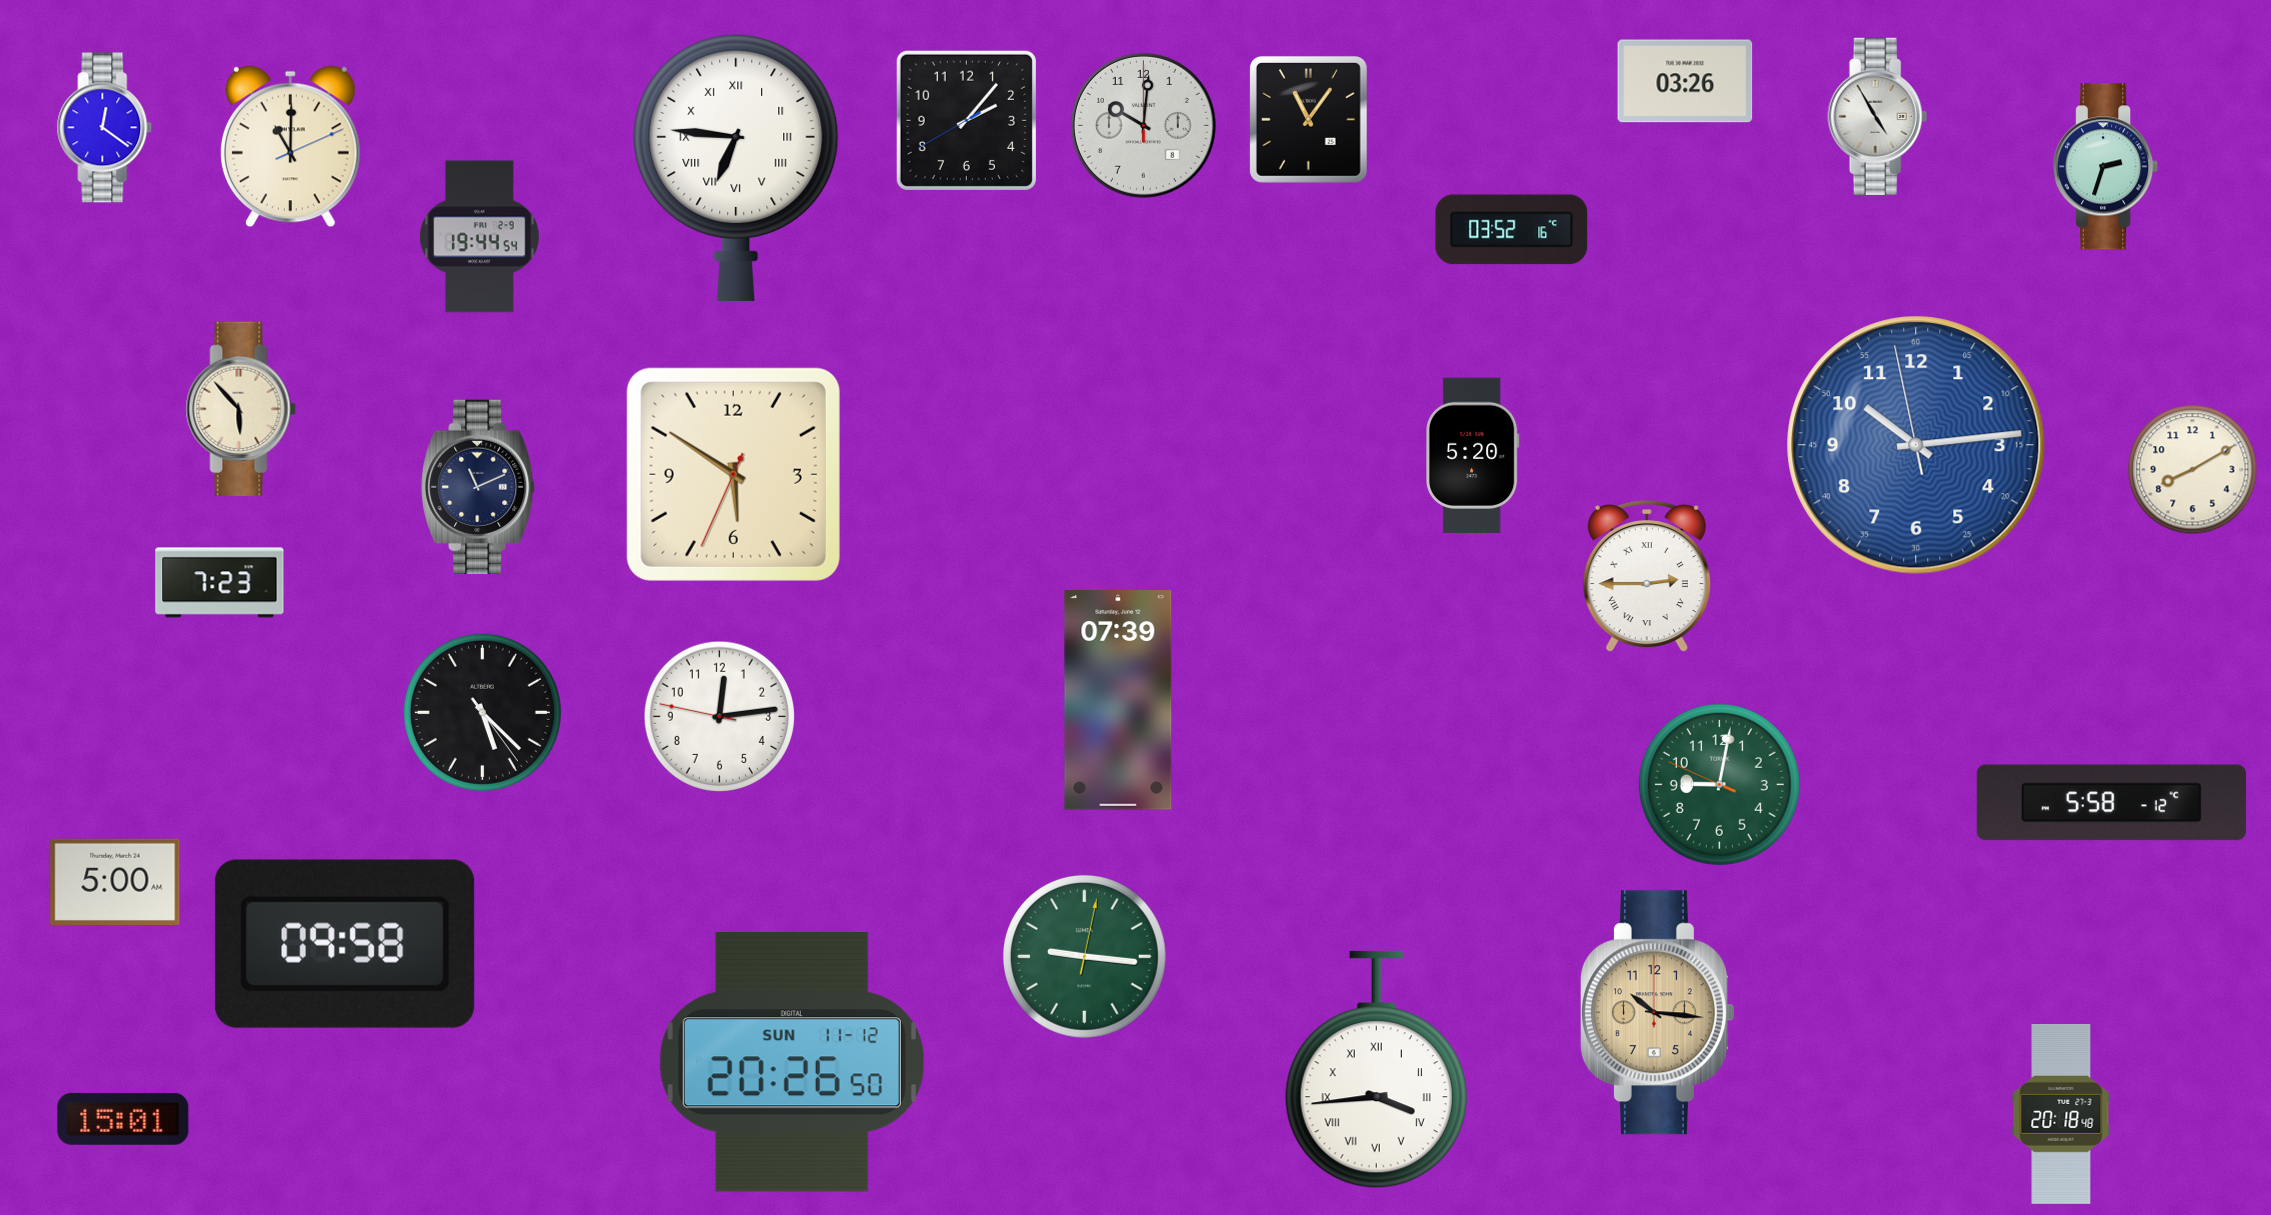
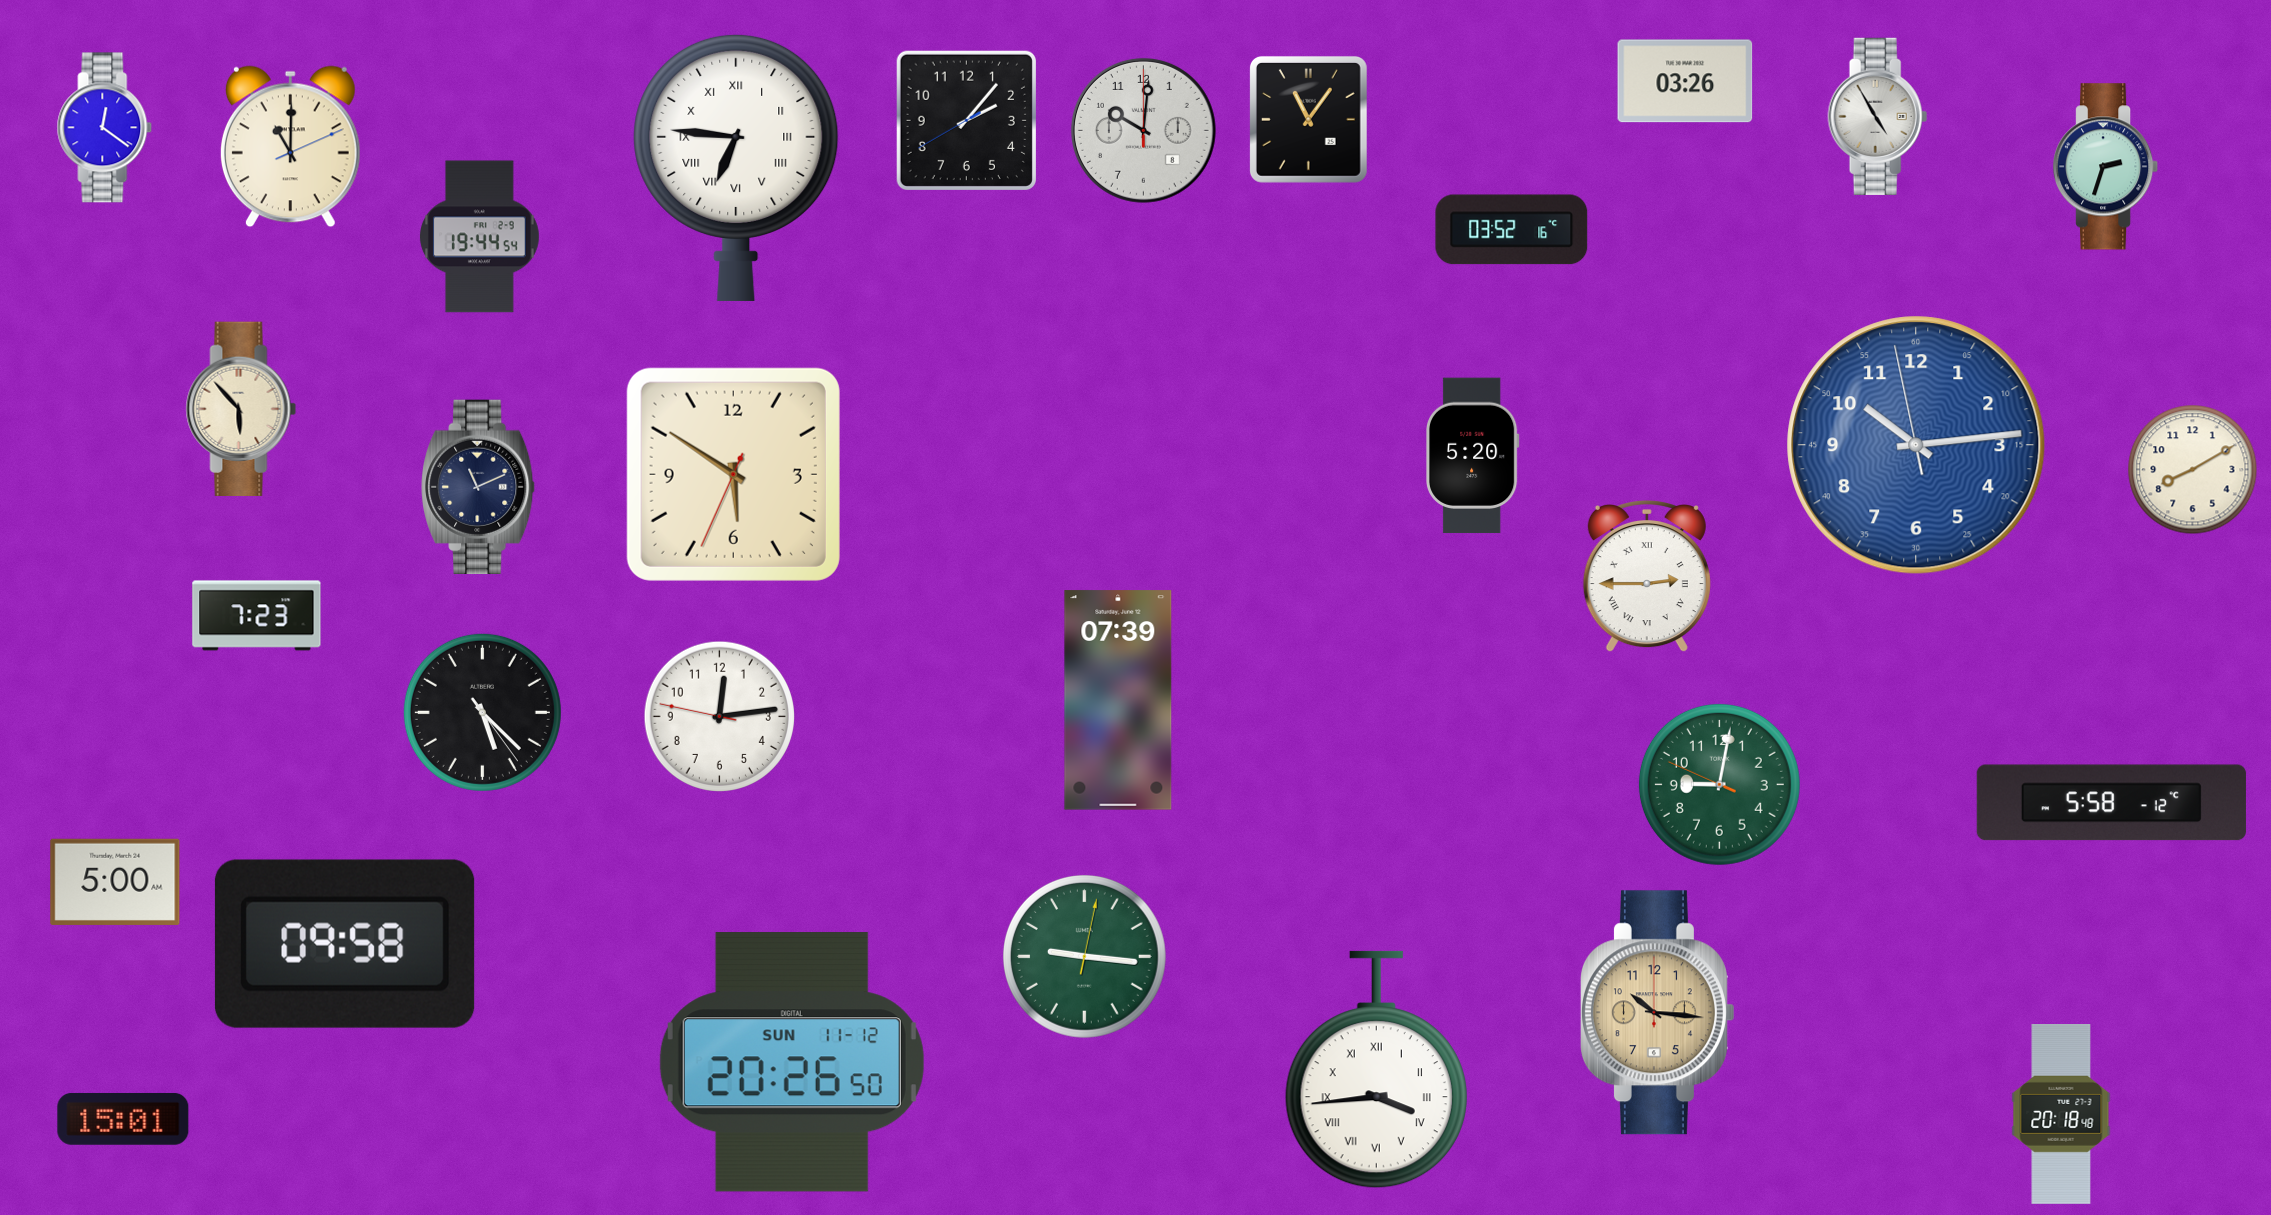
clock at (1143, 125) position: (1143, 125) -> (1143, 130)
clock at (220, 583) position: (220, 583) -> (257, 616)
